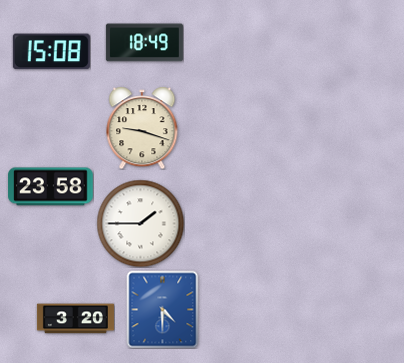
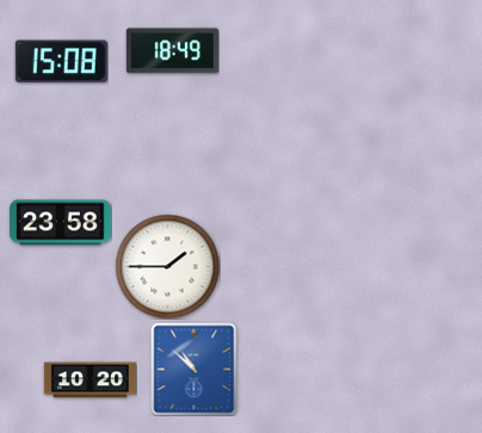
clock at (142, 128): 9:18 -> none
clock at (163, 309): 4:30 -> 10:52
clock at (75, 319): 3:20 -> 10:20
